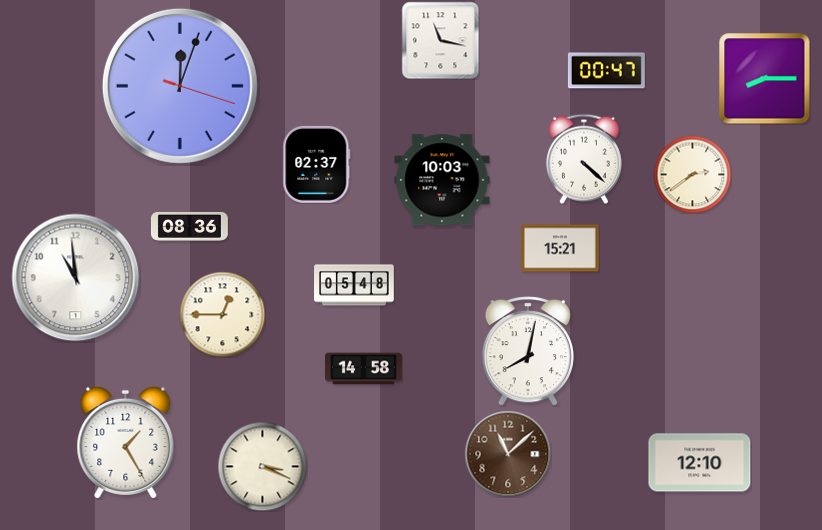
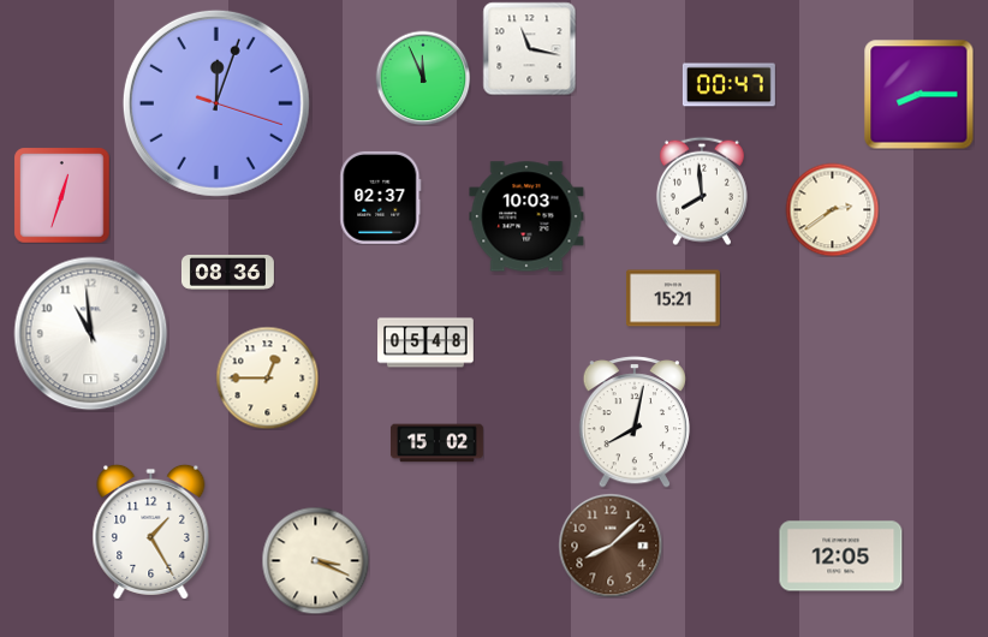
clock at (423, 78): none -> 11:56
clock at (584, 159): 4:22 -> 7:59
clock at (61, 195): none -> 12:33
clock at (442, 180) position: (442, 180) -> (526, 216)
clock at (363, 369): 14:58 -> 15:02
clock at (508, 454): 11:08 -> 8:08
clock at (700, 463): 12:10 -> 12:05
